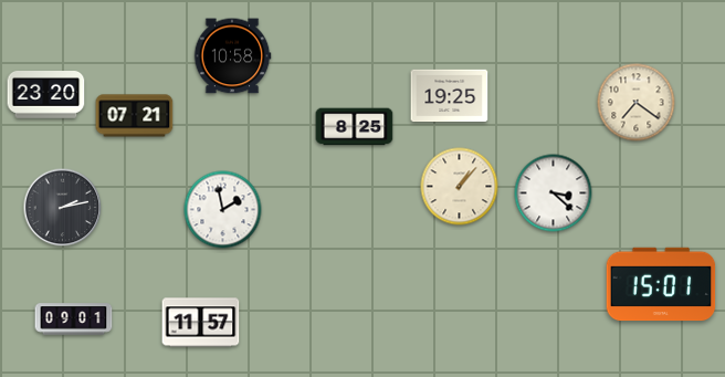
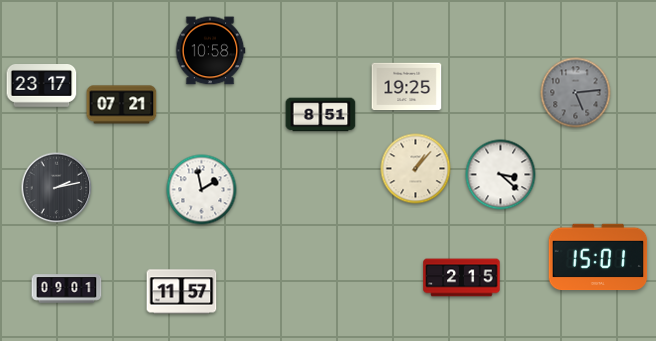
clock at (46, 95): 23:20 -> 23:17
clock at (637, 103): 7:21 -> 5:14
clock at (637, 103) dial: cream -> grey
clock at (355, 127): 8:25 -> 8:51
clock at (462, 278): none -> 2:15
